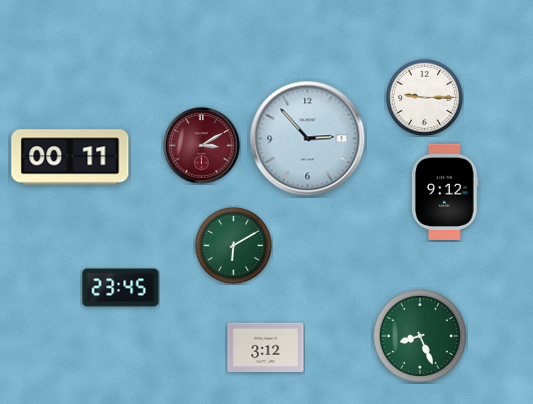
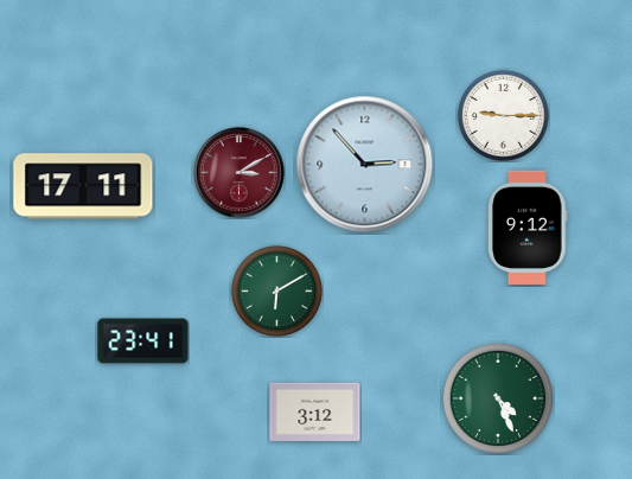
clock at (70, 157): 00:11 -> 17:11
clock at (121, 288): 23:45 -> 23:41
clock at (420, 336): 8:26 -> 4:26
